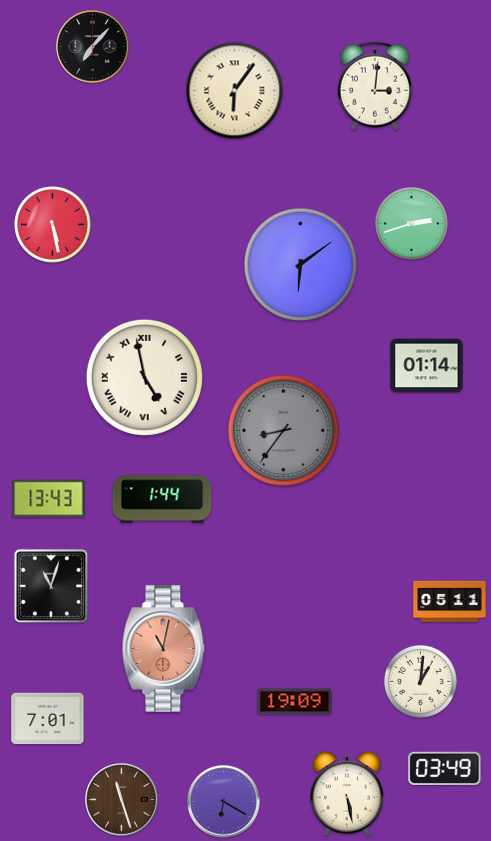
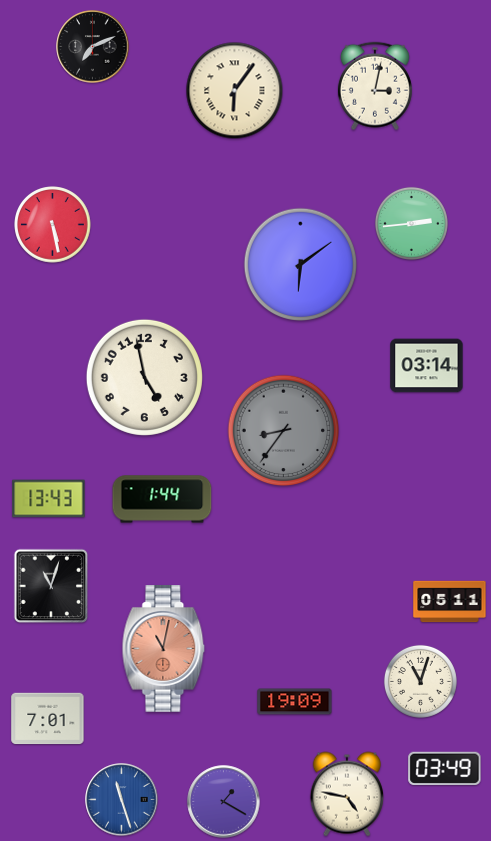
clock at (93, 47): 7:07 -> 7:11
clock at (375, 86): 3:01 -> 3:02
clock at (411, 223): 2:42 -> 2:44
clock at (427, 366): 01:14 -> 03:14
clock at (144, 377) numerals: Roman -> Arabic
clock at (420, 681): 1:01 -> 11:03
clock at (347, 794): 5:28 -> 4:47
clock at (122, 800) dial: brown -> blue
clock at (224, 802): 6:20 -> 1:20
